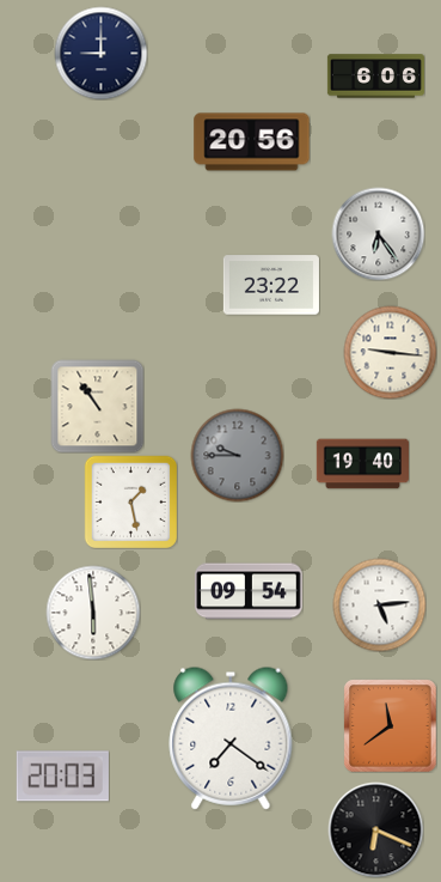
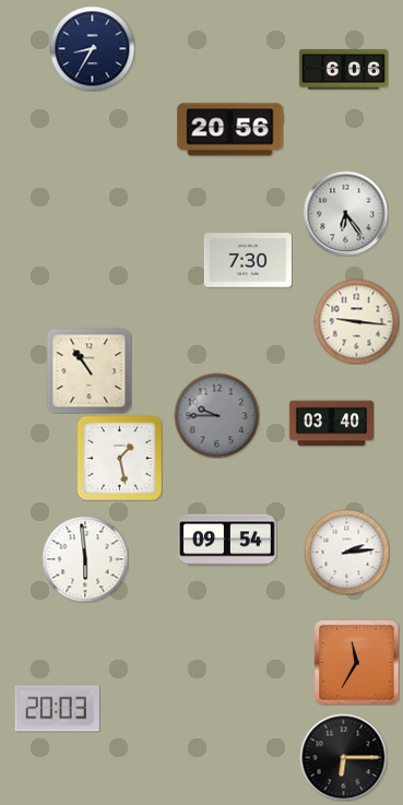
clock at (100, 53): 9:00 -> 8:35
clock at (271, 285): 23:22 -> 7:30
clock at (362, 464): 19:40 -> 03:40
clock at (379, 604): 5:14 -> 2:14
clock at (390, 725): 11:39 -> 11:35
clock at (231, 738): 7:21 -> none
clock at (375, 829): 6:19 -> 6:15
